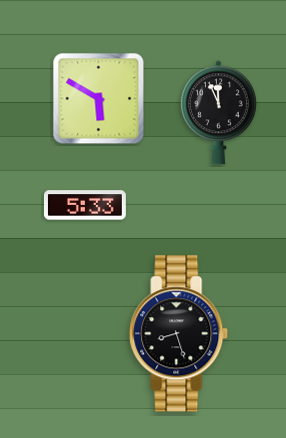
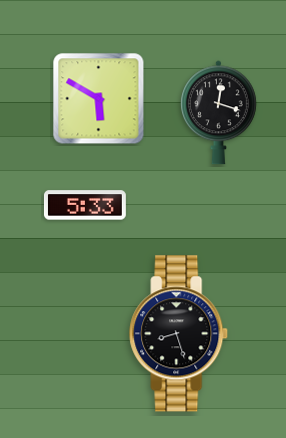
clock at (219, 113): 11:56 -> 12:18
